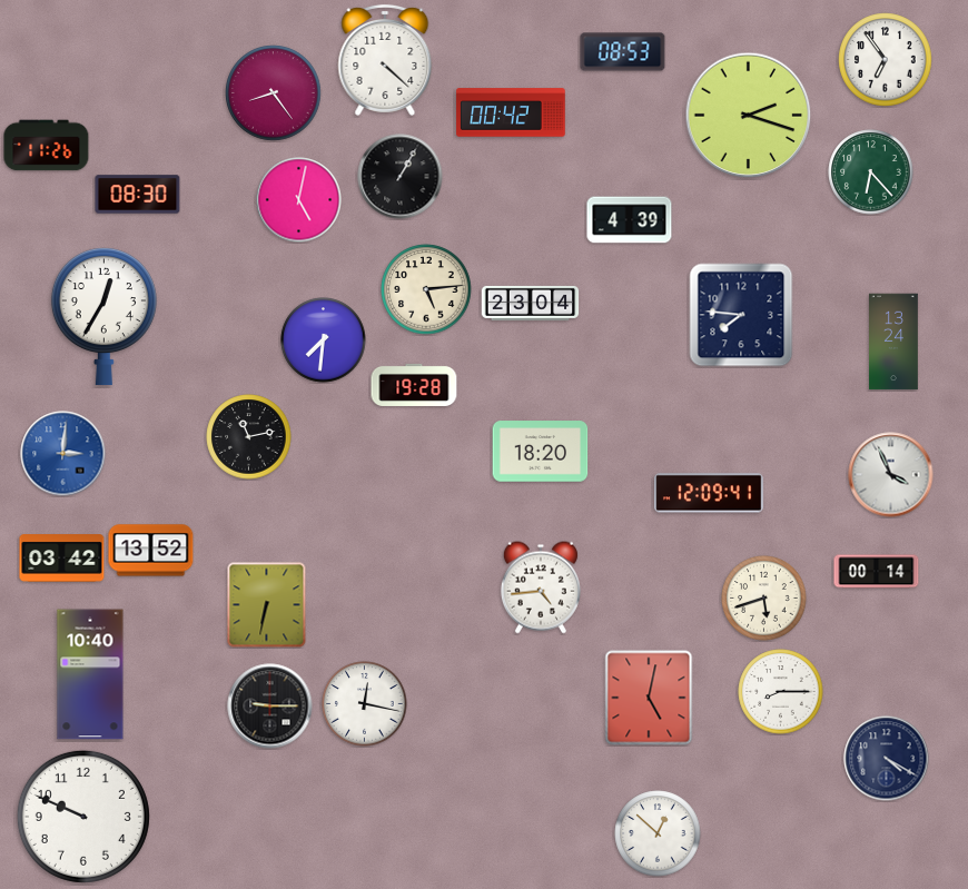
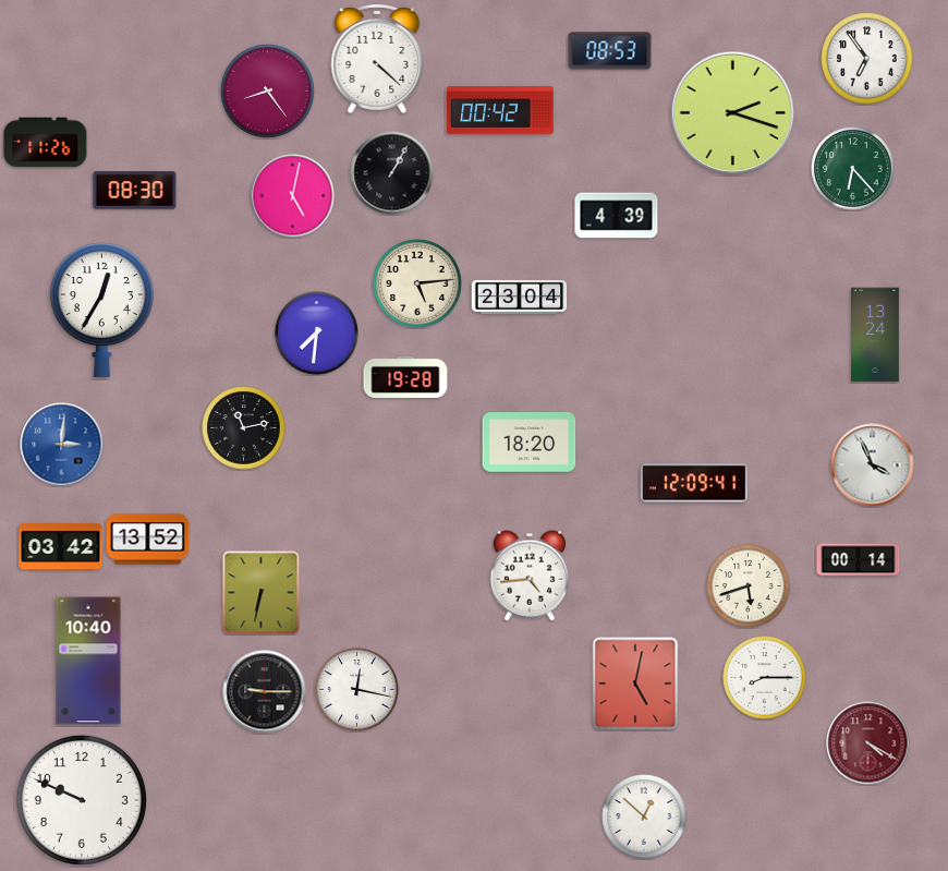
clock at (741, 315): 7:46 -> none
clock at (887, 759) dial: navy -> burgundy
